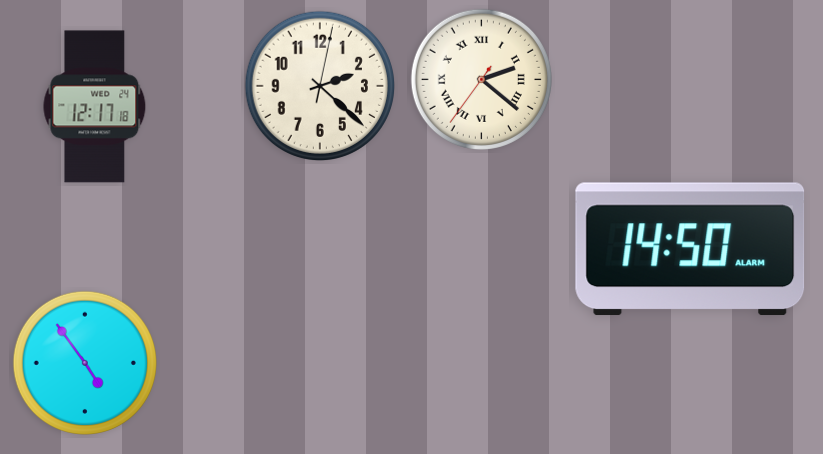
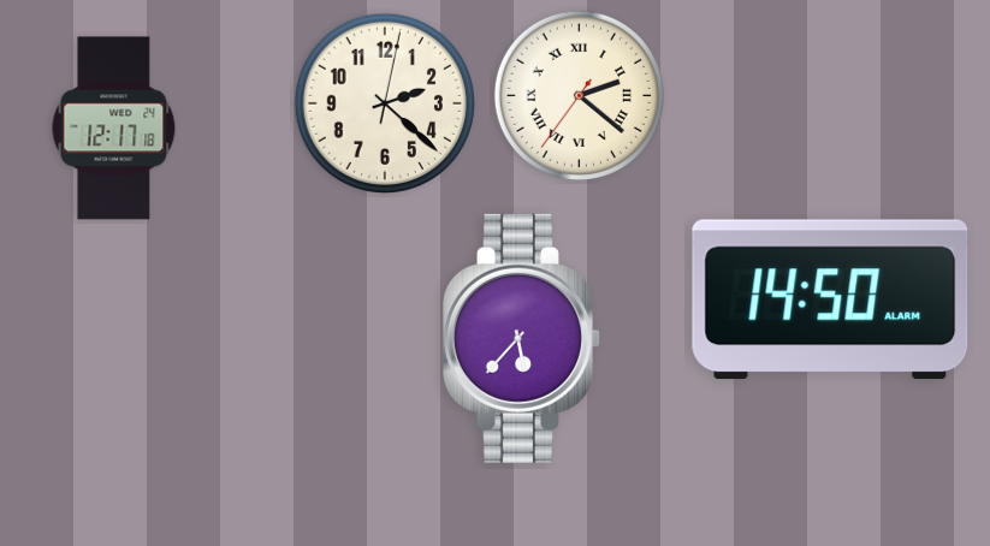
clock at (522, 338): none -> 5:37
clock at (85, 363): 4:54 -> none
